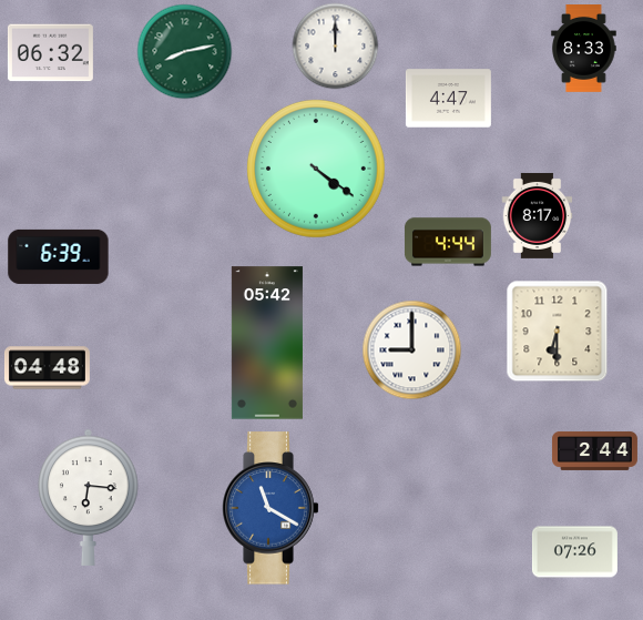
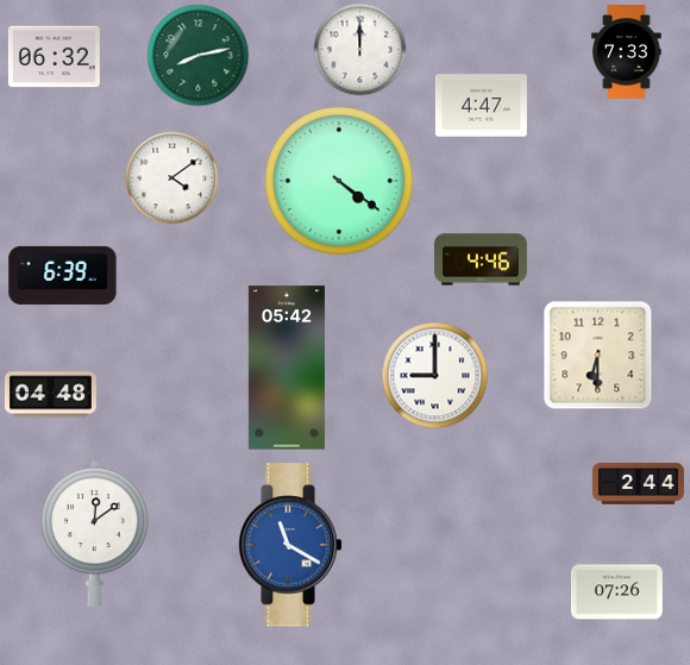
clock at (584, 49): 8:33 -> 7:33
clock at (171, 177): none -> 4:09
clock at (538, 215): 8:17 -> none
clock at (448, 242): 4:44 -> 4:46
clock at (411, 349) position: (411, 349) -> (434, 375)
clock at (89, 497): 6:16 -> 12:09
